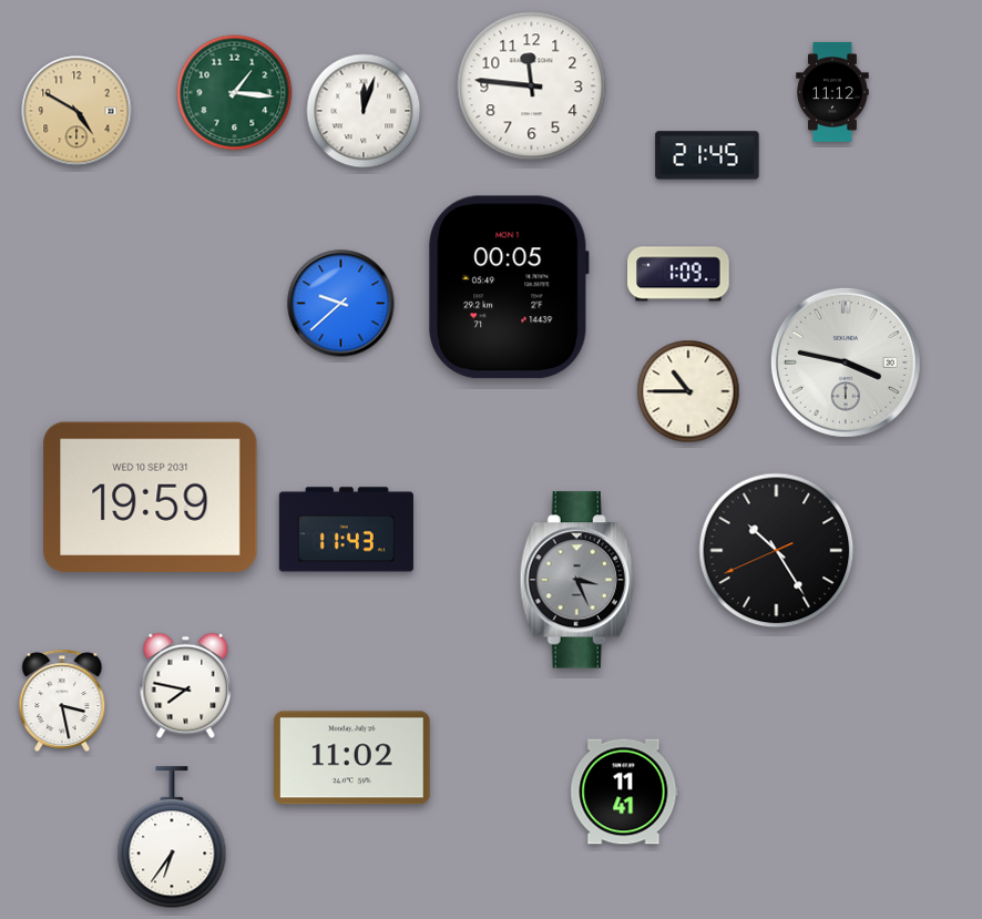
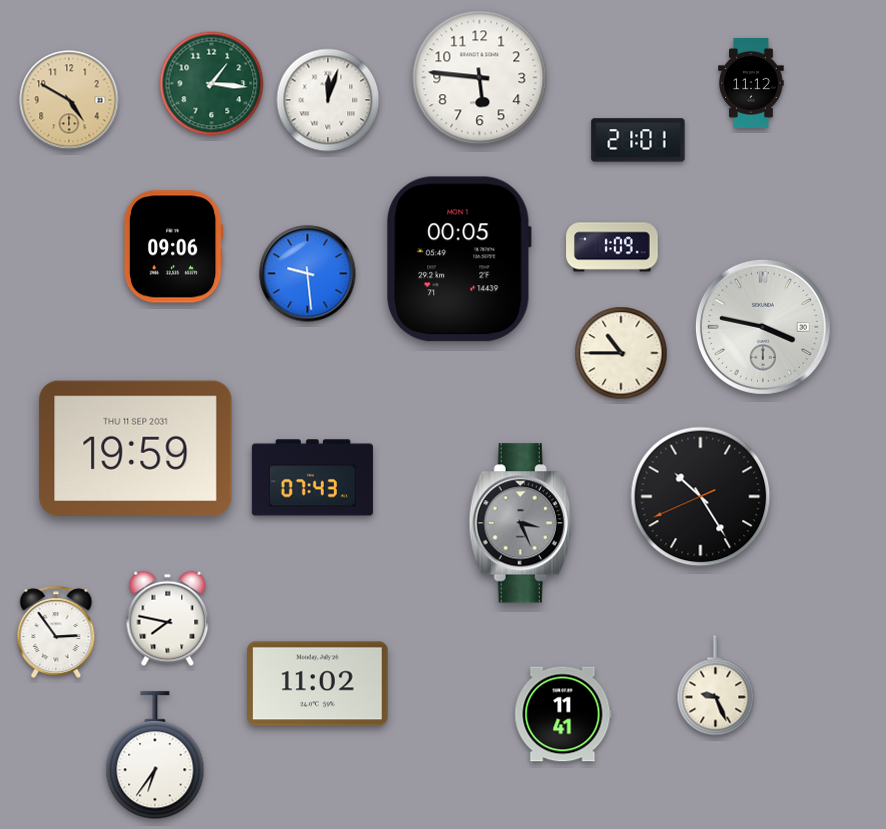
clock at (532, 86): 11:46 -> 5:46
clock at (707, 155): 21:45 -> 21:01
clock at (173, 247): none -> 09:06
clock at (341, 304): 9:38 -> 9:29
clock at (151, 497) date: WED 10 SEP 2031 -> THU 11 SEP 2031
clock at (346, 530): 11:43 -> 07:43
clock at (62, 701): 3:28 -> 2:54
clock at (716, 686): none -> 9:26
